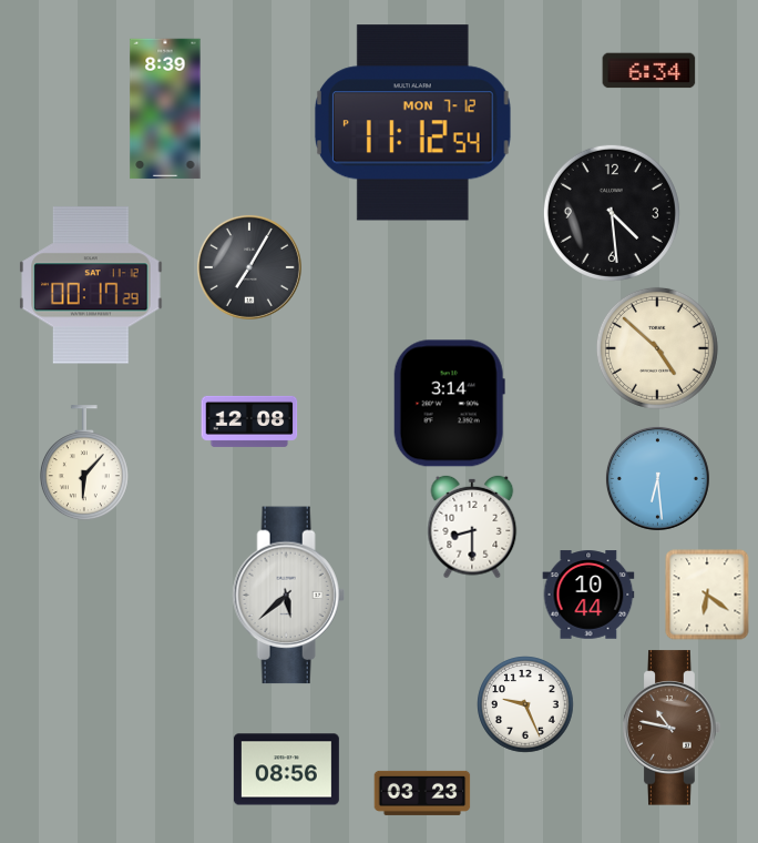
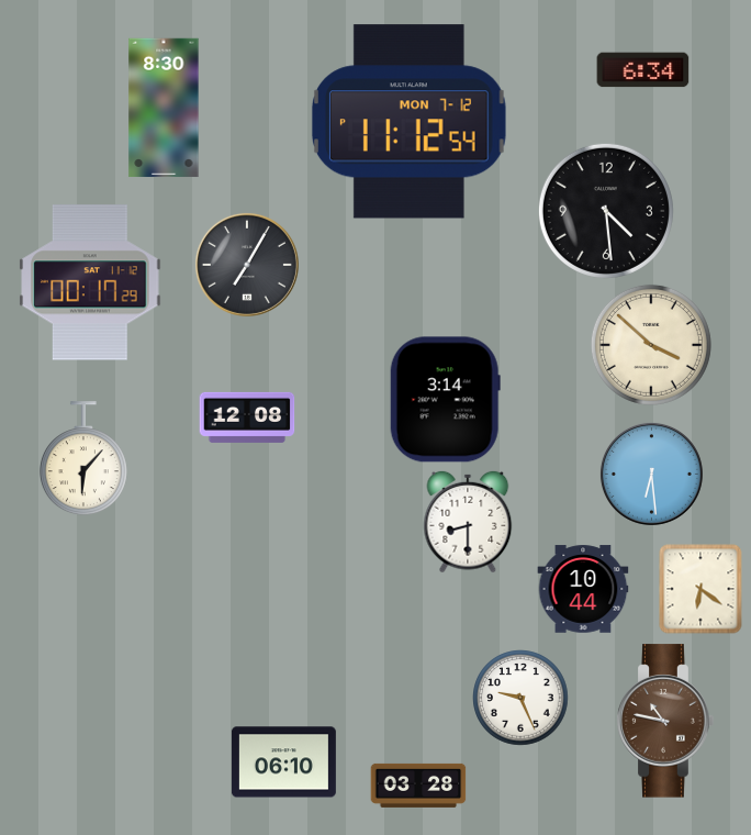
clock at (165, 109): 8:39 -> 8:30
clock at (657, 348): 4:52 -> 3:52
clock at (288, 596): 5:38 -> none
clock at (286, 770): 08:56 -> 06:10
clock at (422, 793): 03:23 -> 03:28
